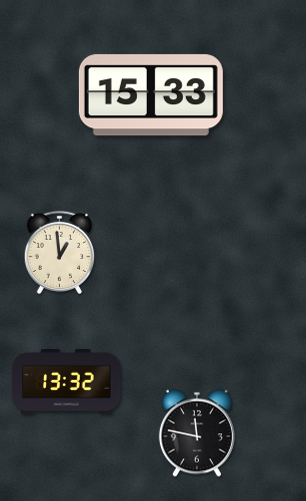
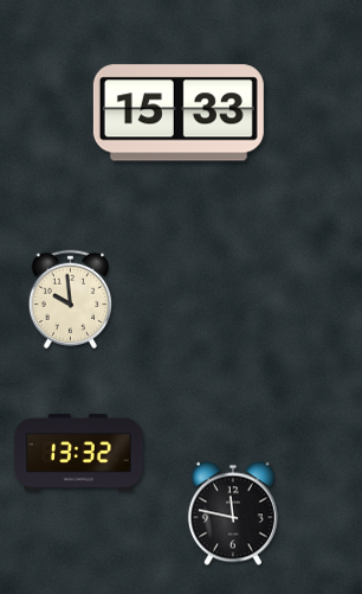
clock at (60, 252): 12:59 -> 9:59
